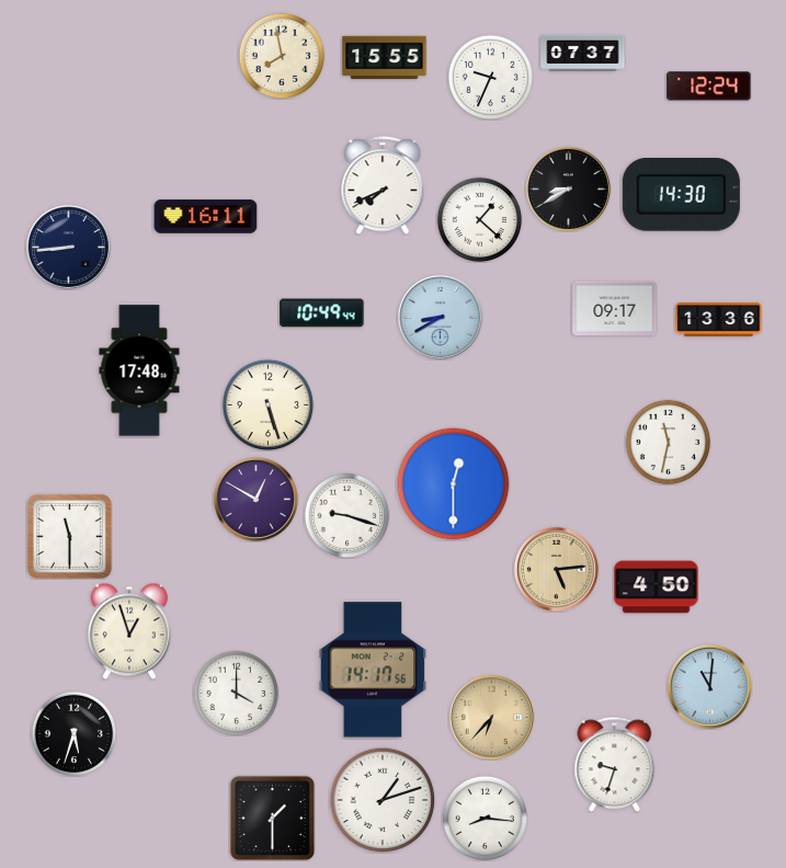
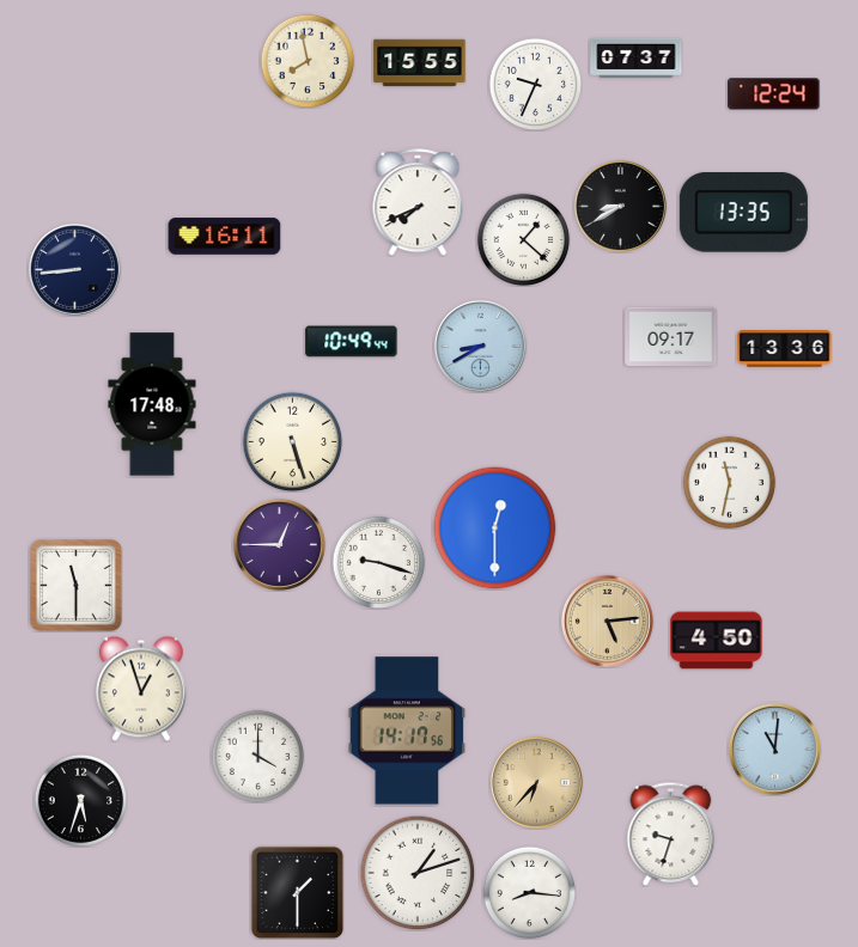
clock at (681, 195): 14:30 -> 13:35
clock at (255, 499): 12:50 -> 12:45
